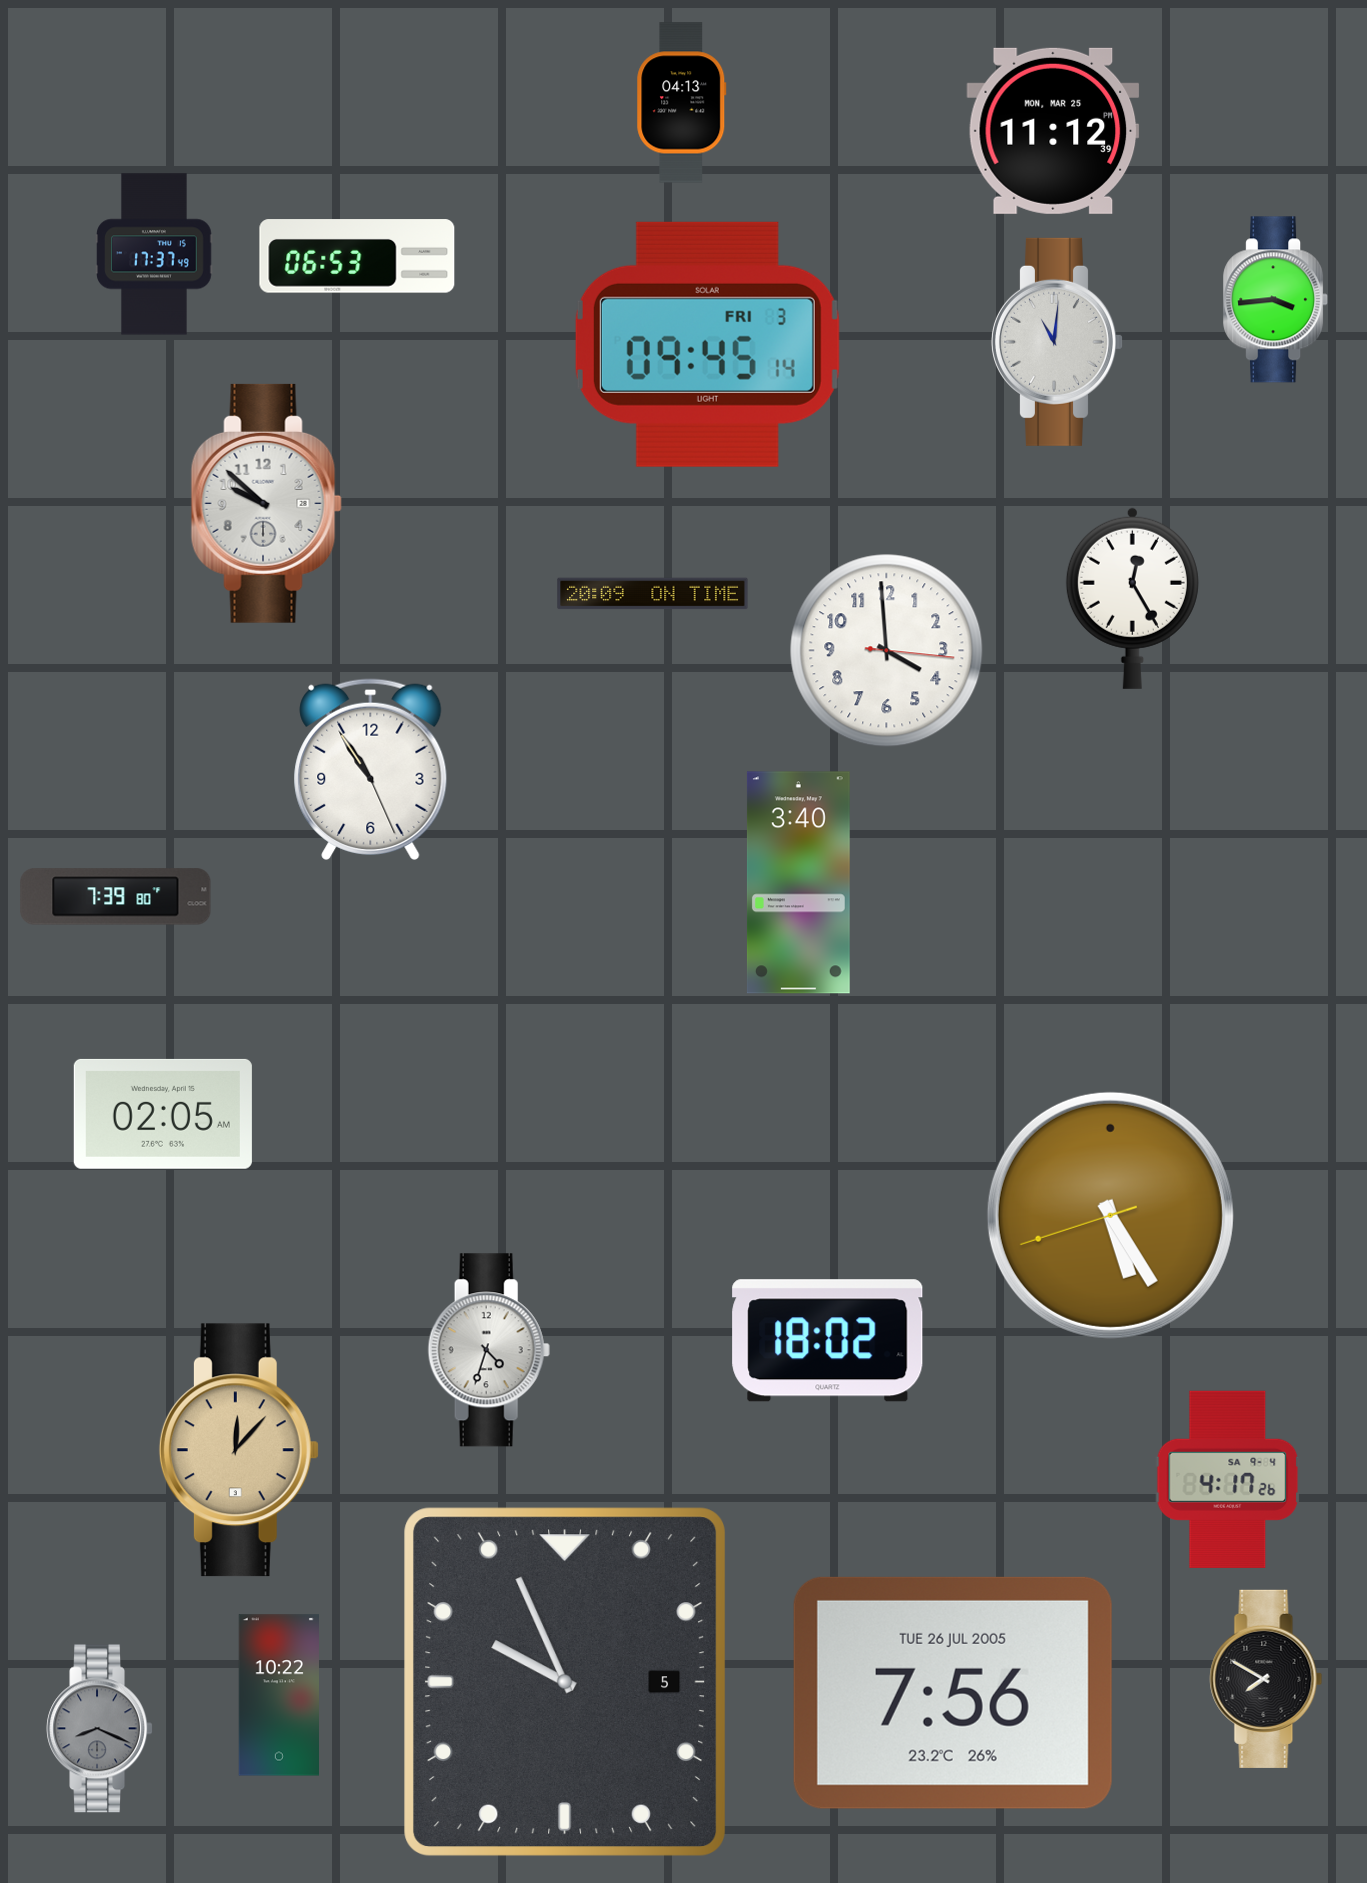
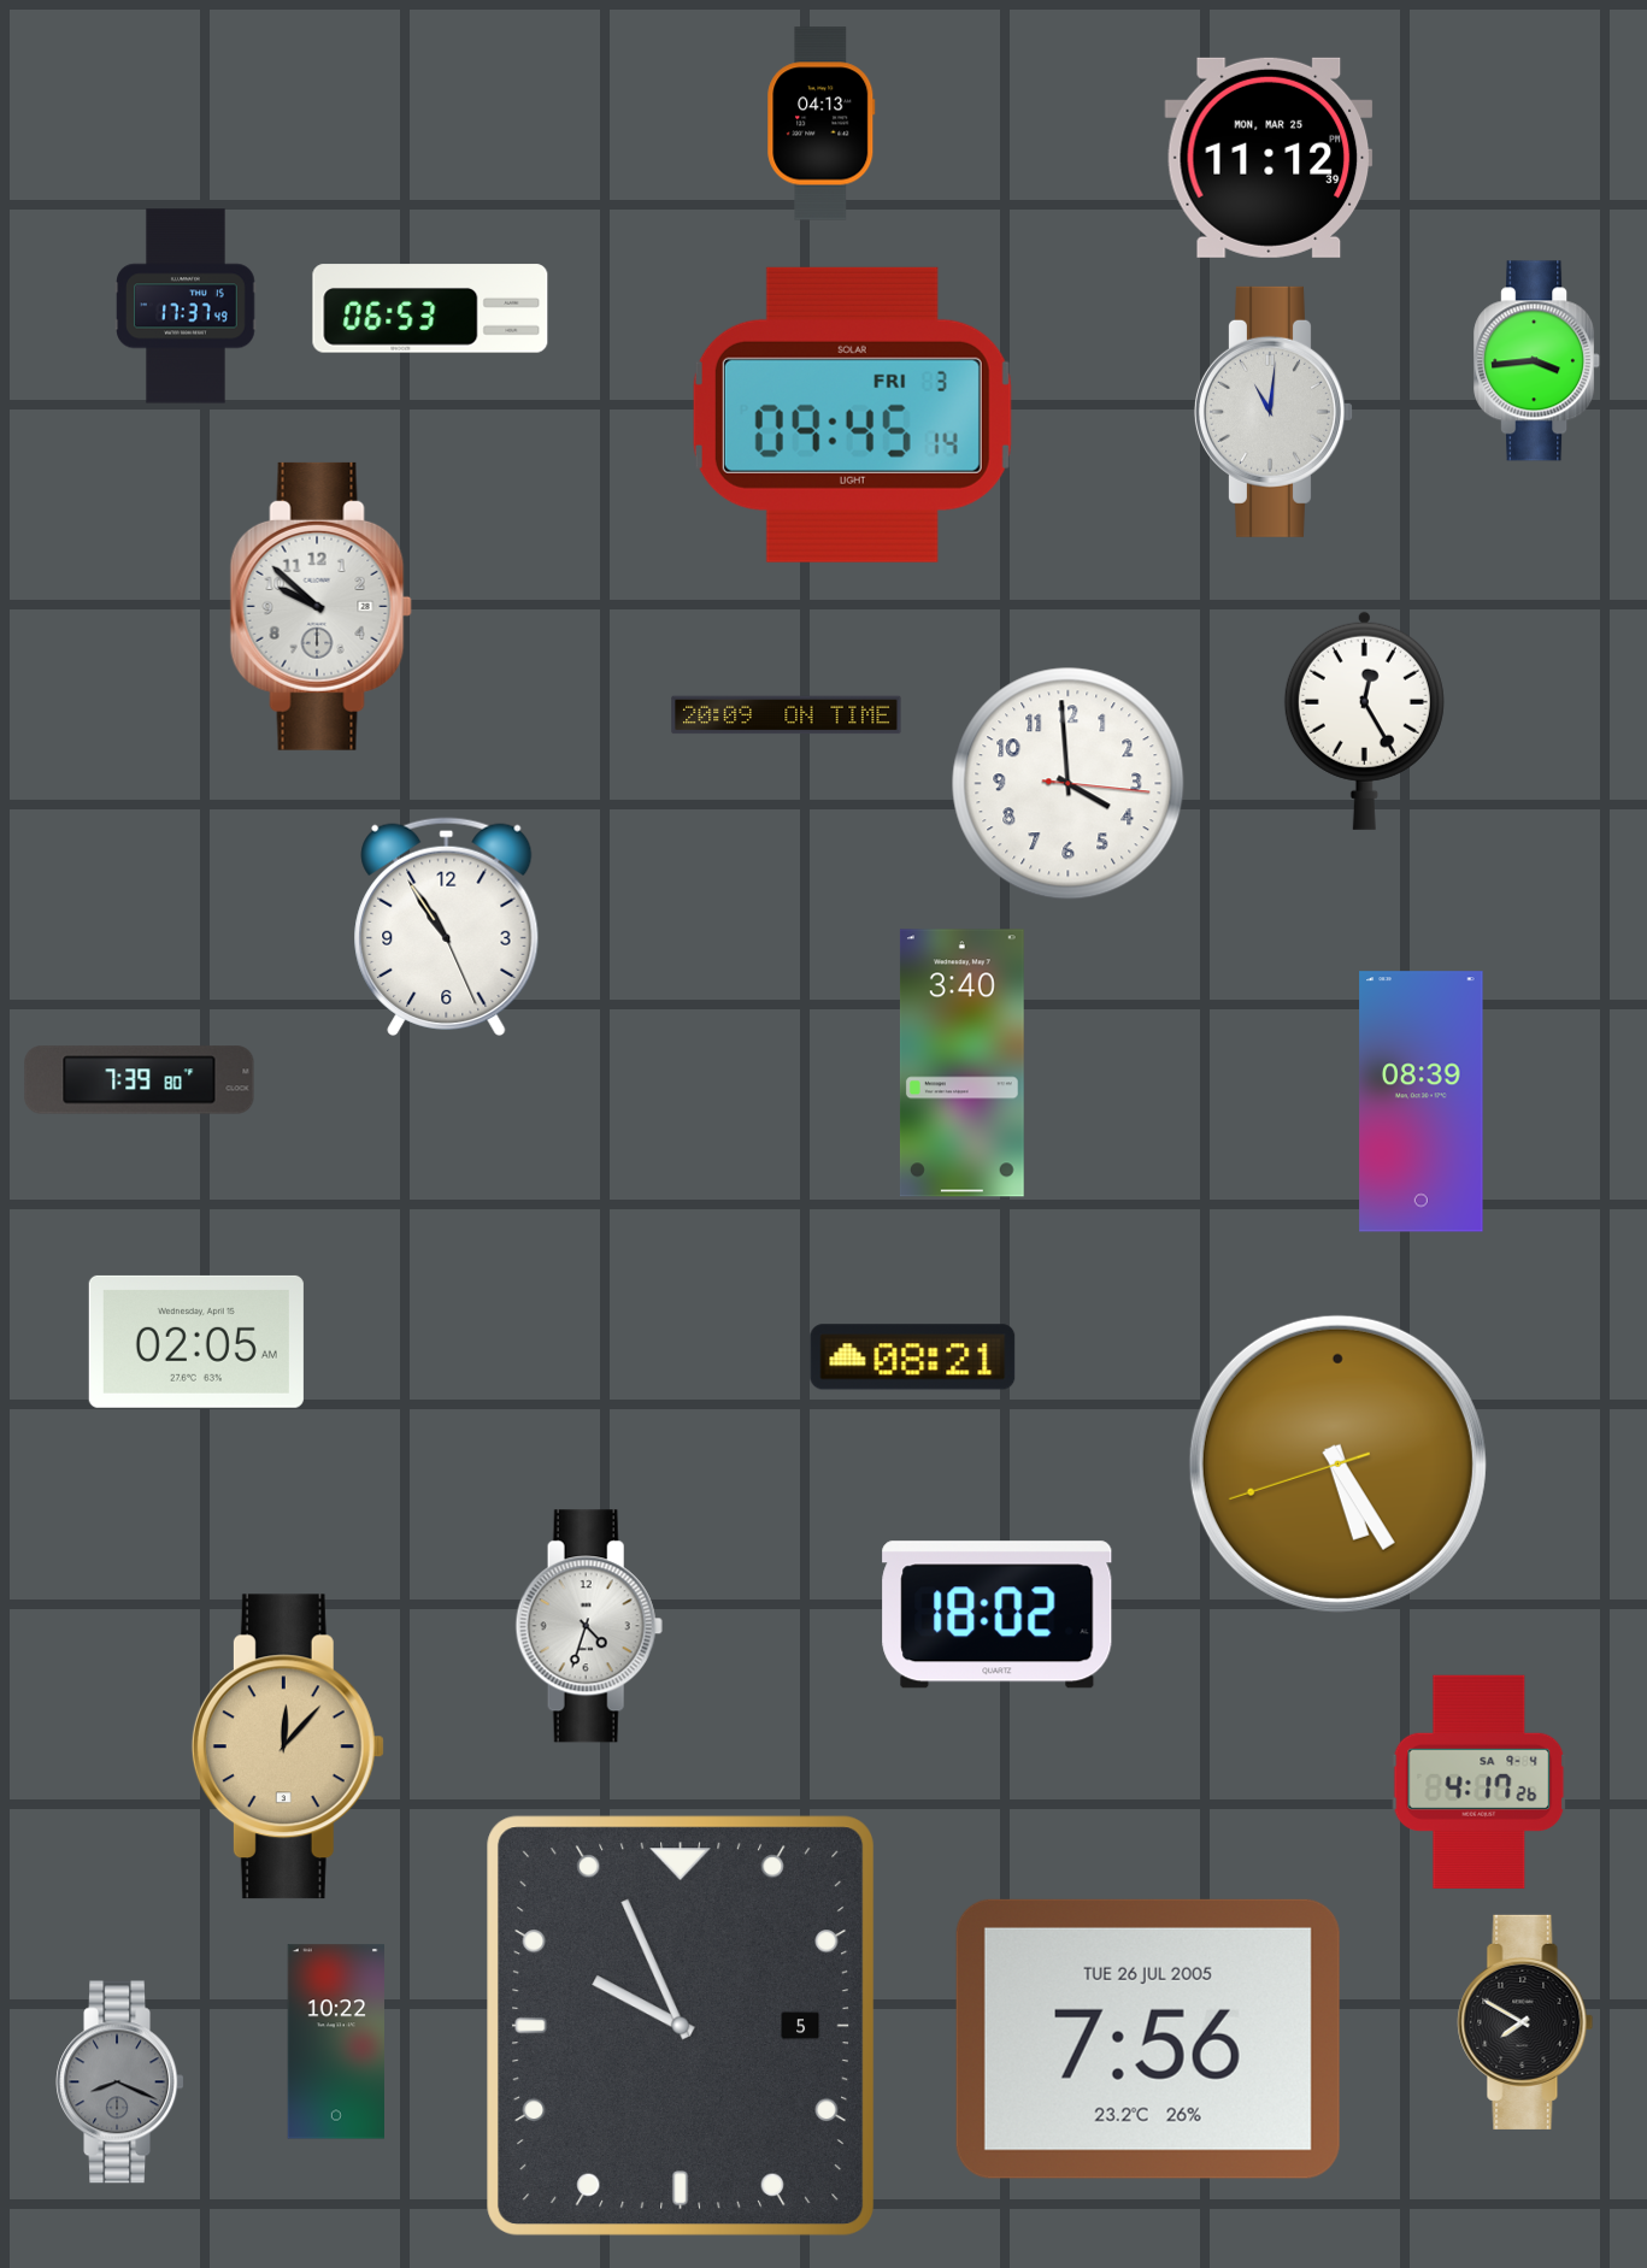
clock at (1422, 1102): none -> 08:39
clock at (913, 1357): none -> 08:21
